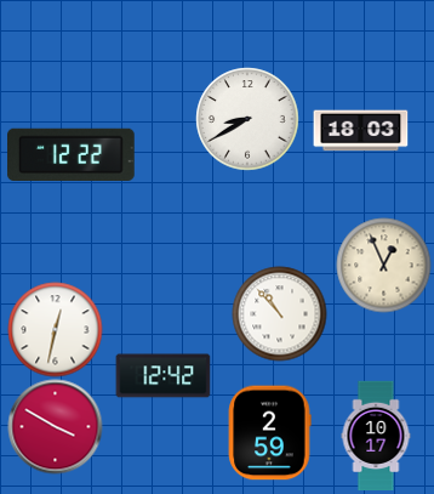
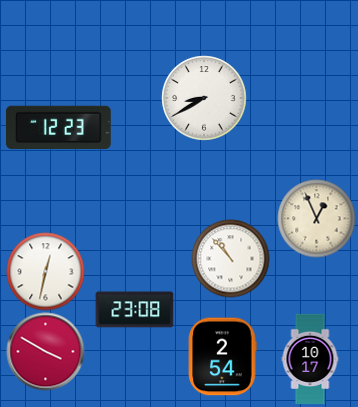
clock at (360, 131): 18:03 -> none
clock at (72, 154): 12:22 -> 12:23
clock at (162, 376): 12:42 -> 23:08
clock at (269, 432): 2:59 -> 2:54
